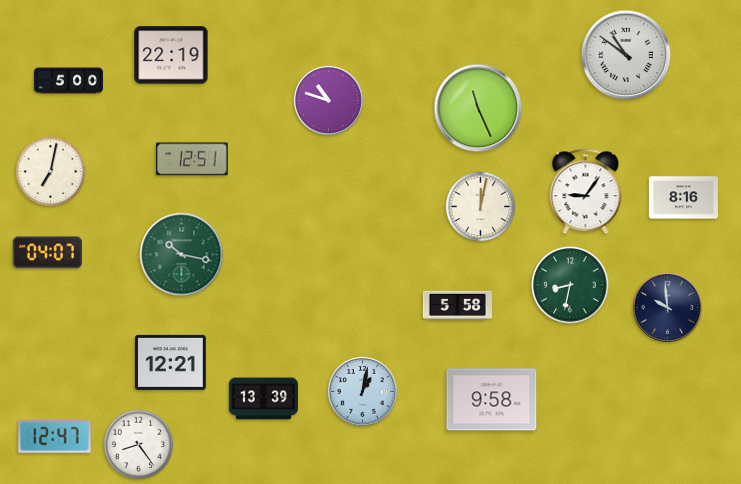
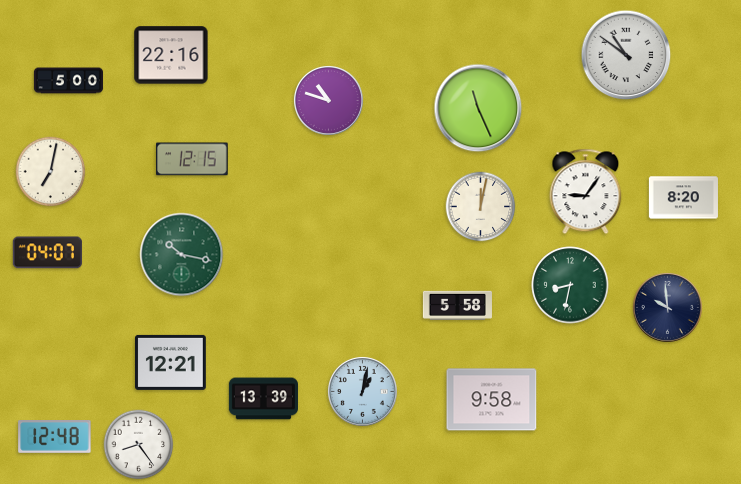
clock at (171, 55): 22:19 -> 22:16
clock at (192, 159): 12:51 -> 12:15
clock at (683, 198): 8:16 -> 8:20
clock at (55, 437): 12:47 -> 12:48
